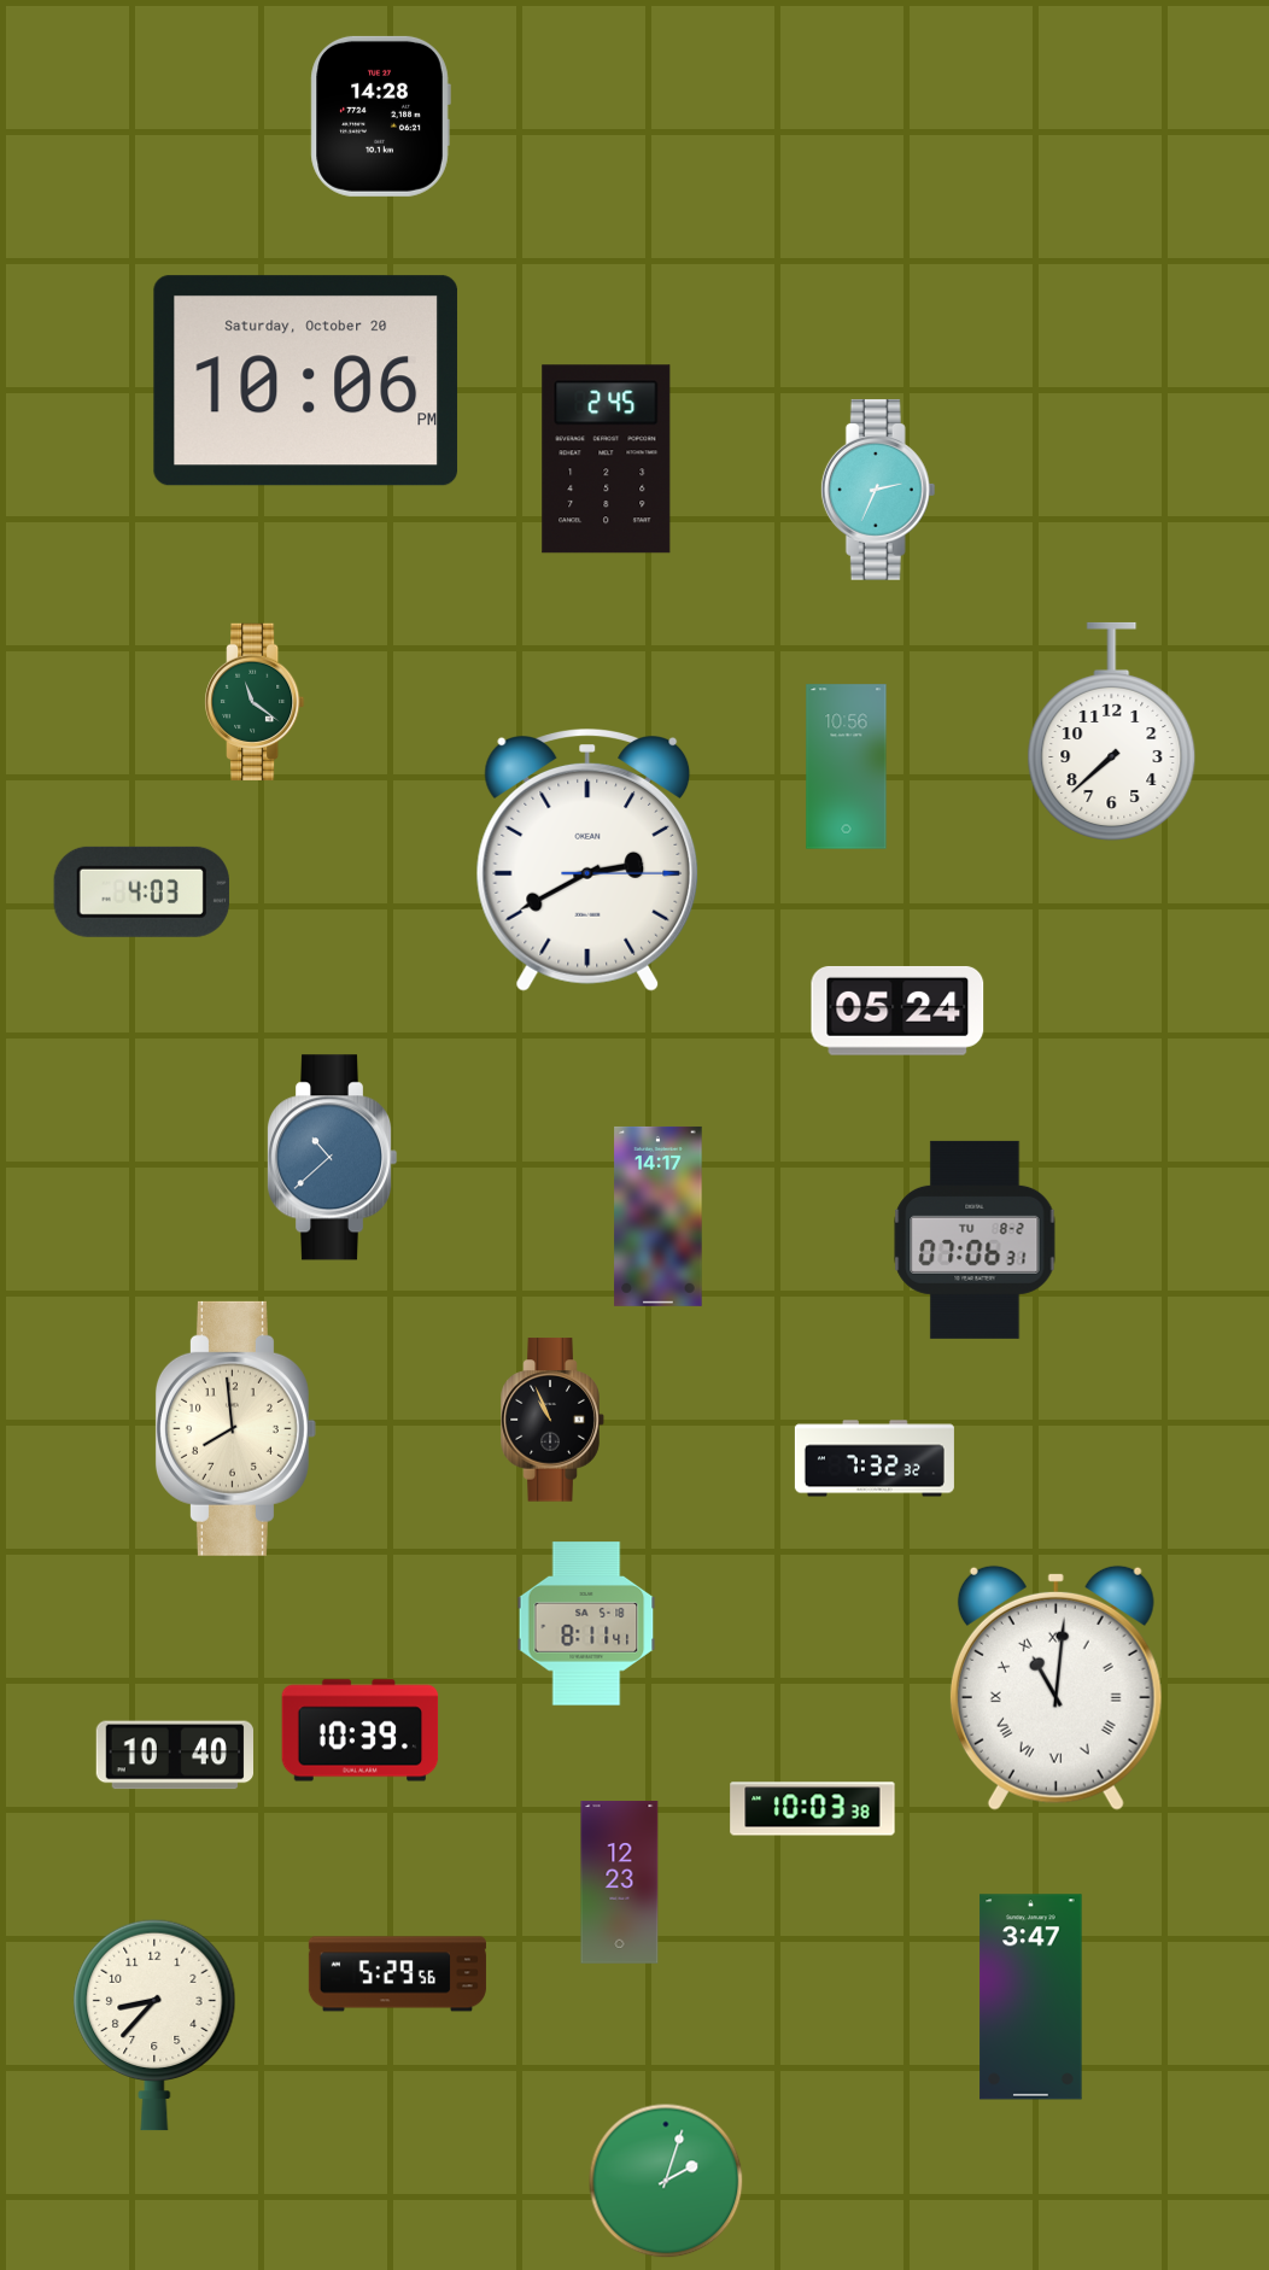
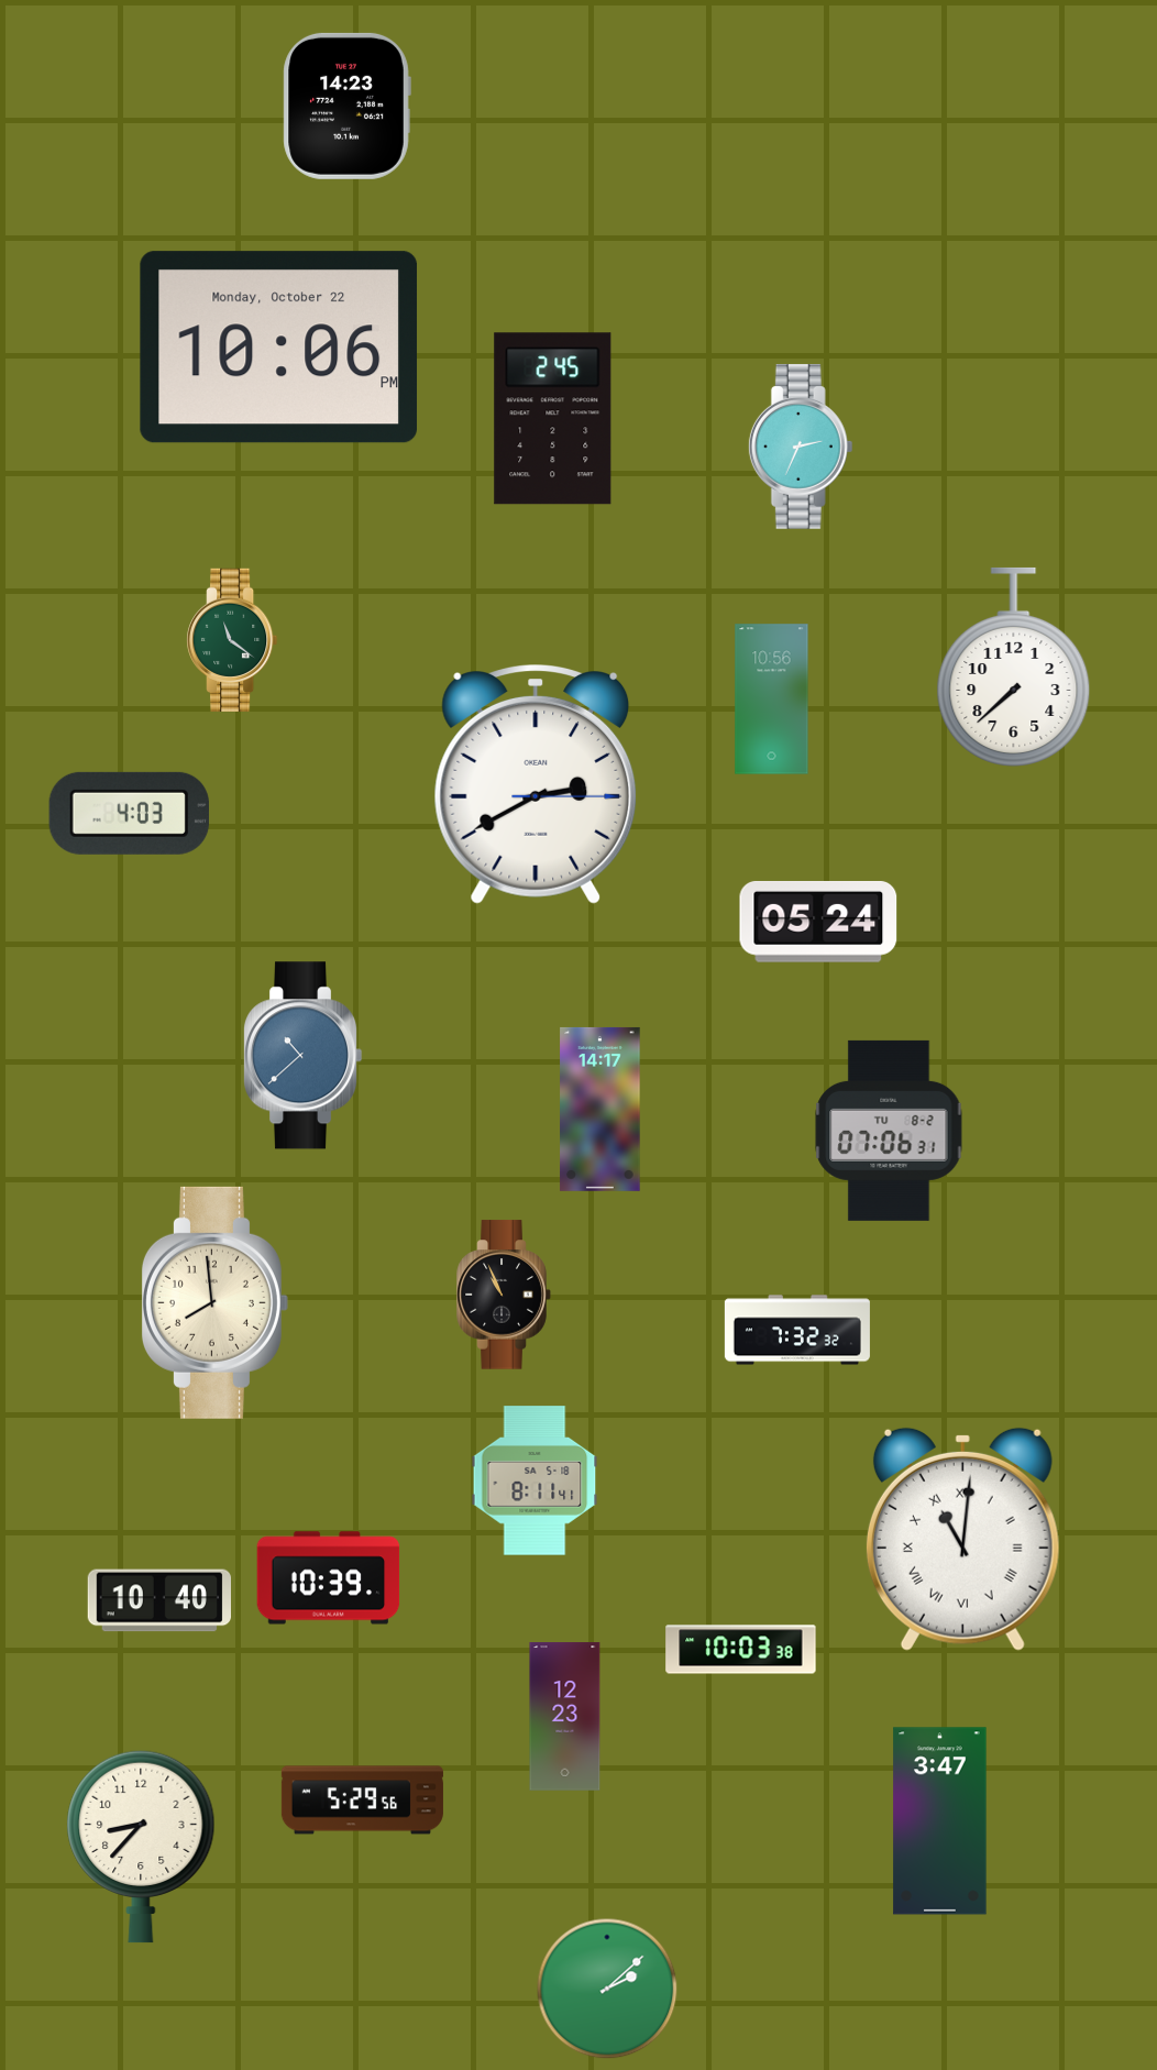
clock at (380, 116): 14:28 -> 14:23
clock at (306, 381) date: Saturday, October 20 -> Monday, October 22
clock at (666, 2181): 2:03 -> 2:08
